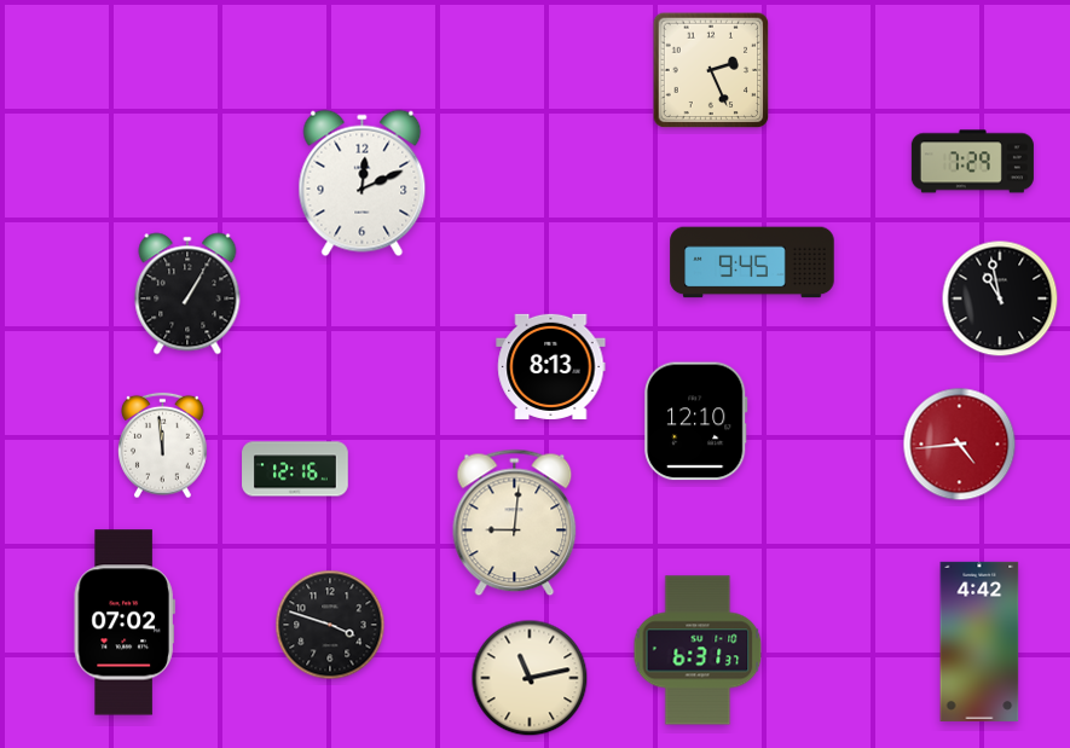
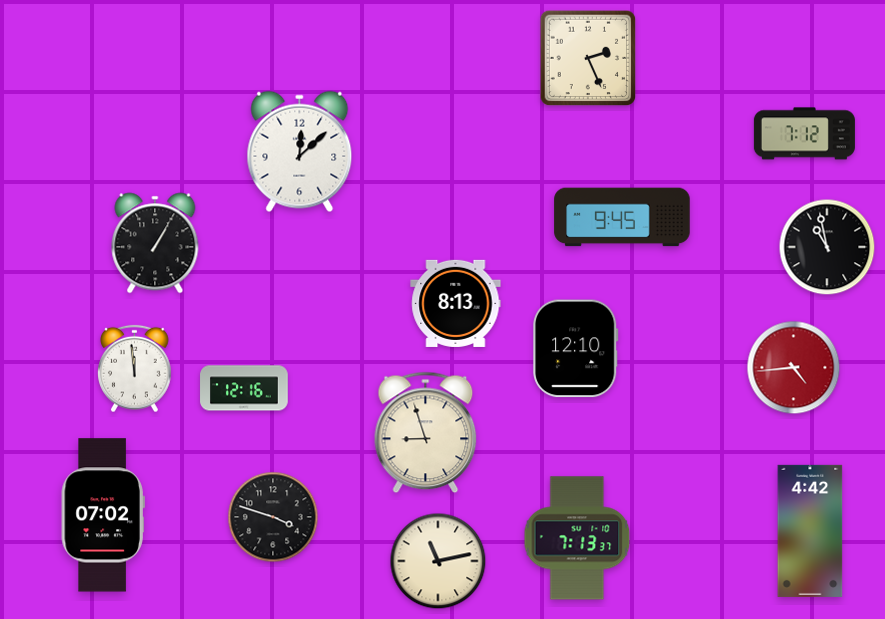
clock at (972, 162): 7:29 -> 7:12
clock at (363, 184): 12:11 -> 12:08
clock at (515, 523): 9:01 -> 8:57
clock at (698, 650): 6:31 -> 7:13
